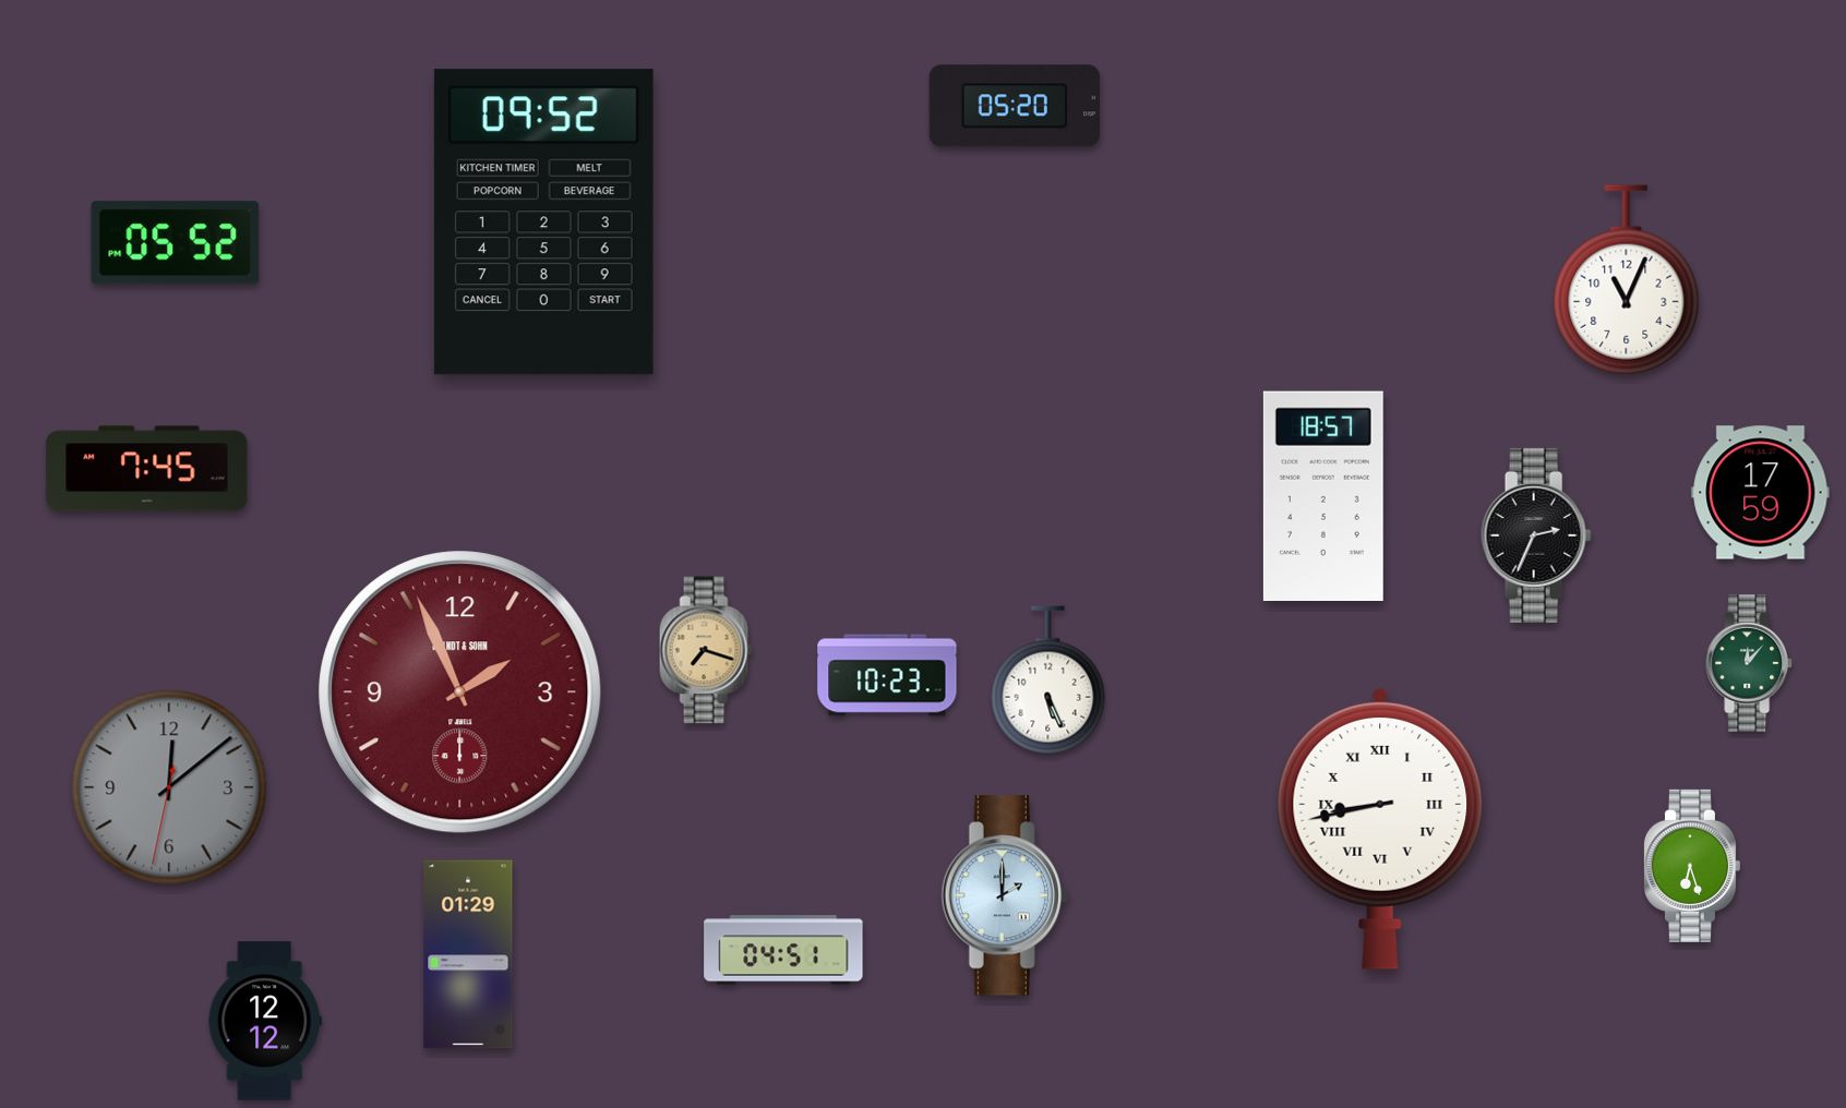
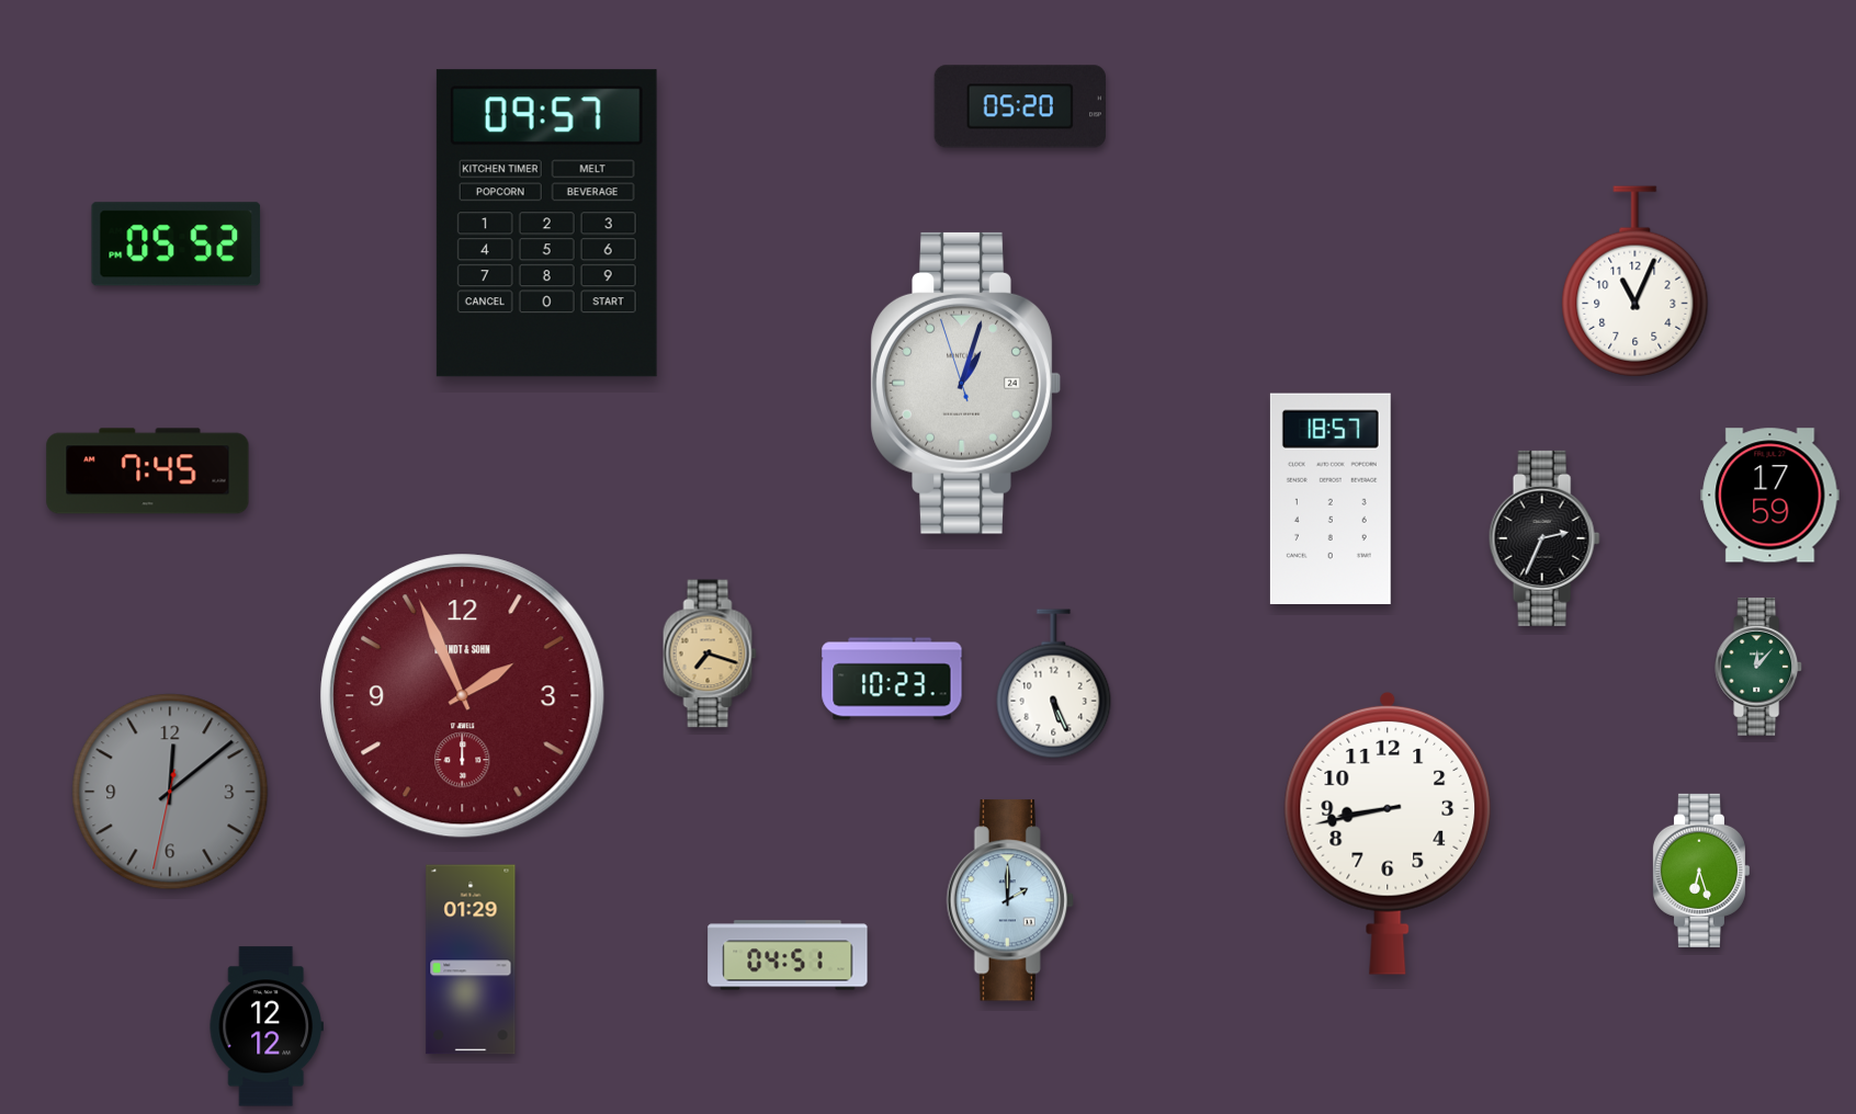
clock at (543, 222): 09:52 -> 09:57
clock at (965, 383): none -> 1:02
clock at (1380, 829) numerals: Roman -> Arabic
